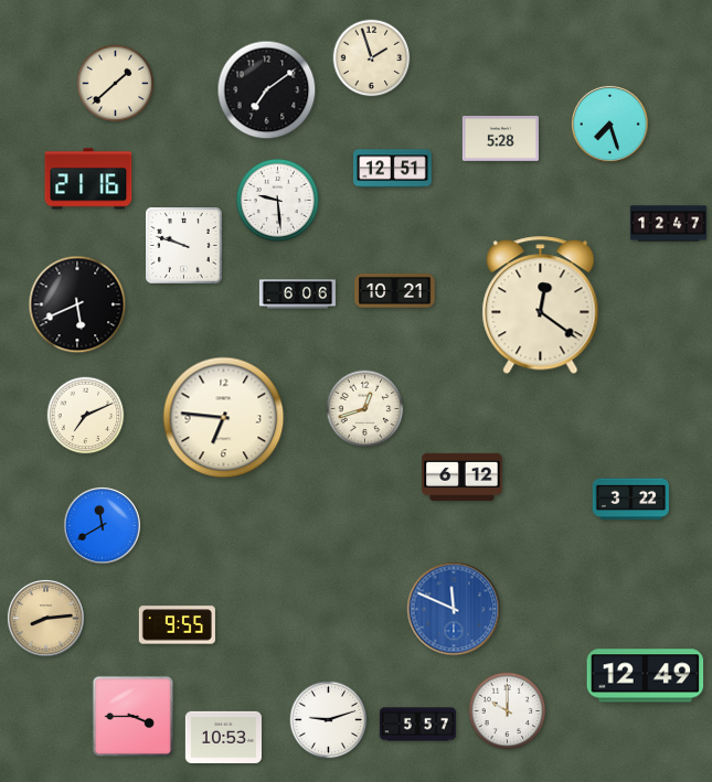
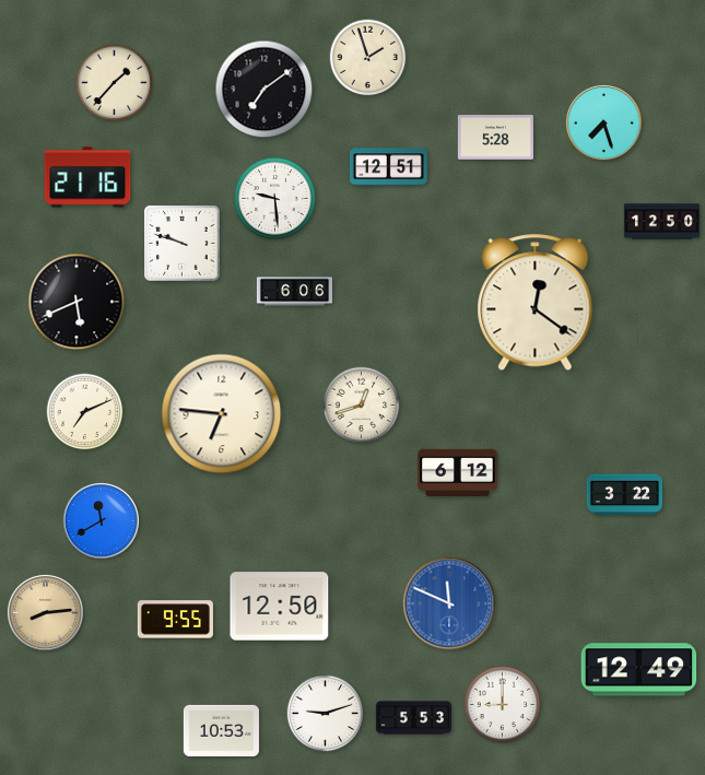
clock at (116, 84): 1:38 -> 1:37
clock at (668, 224): 12:47 -> 12:50
clock at (395, 291): 10:21 -> none
clock at (280, 607): none -> 12:50
clock at (508, 711): 10:00 -> 9:00
clock at (134, 717): 3:45 -> none
clock at (417, 725): 5:57 -> 5:53
